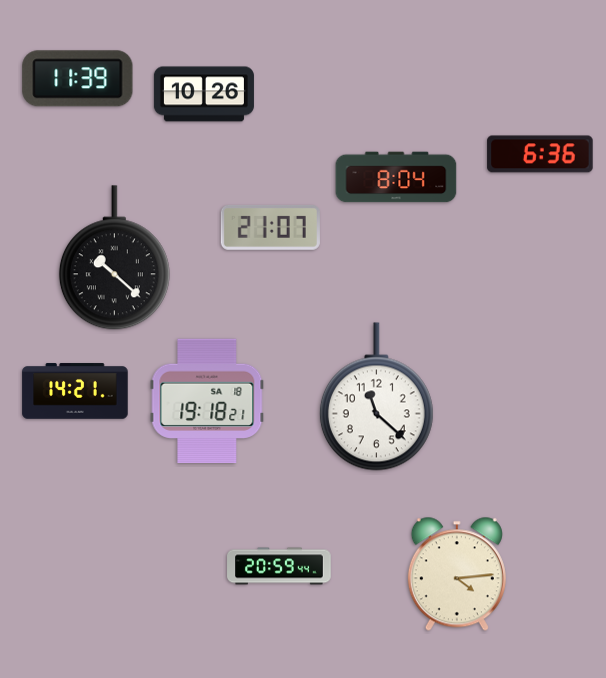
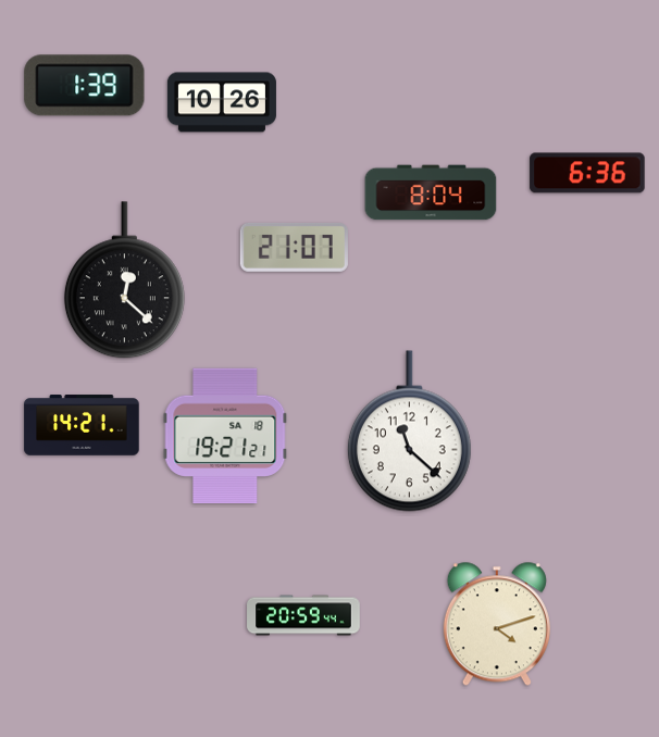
clock at (78, 79): 11:39 -> 1:39
clock at (540, 154) position: (540, 154) -> (587, 173)
clock at (114, 258): 10:22 -> 12:22
clock at (207, 400): 19:18 -> 19:21
clock at (457, 574): 4:14 -> 4:12
